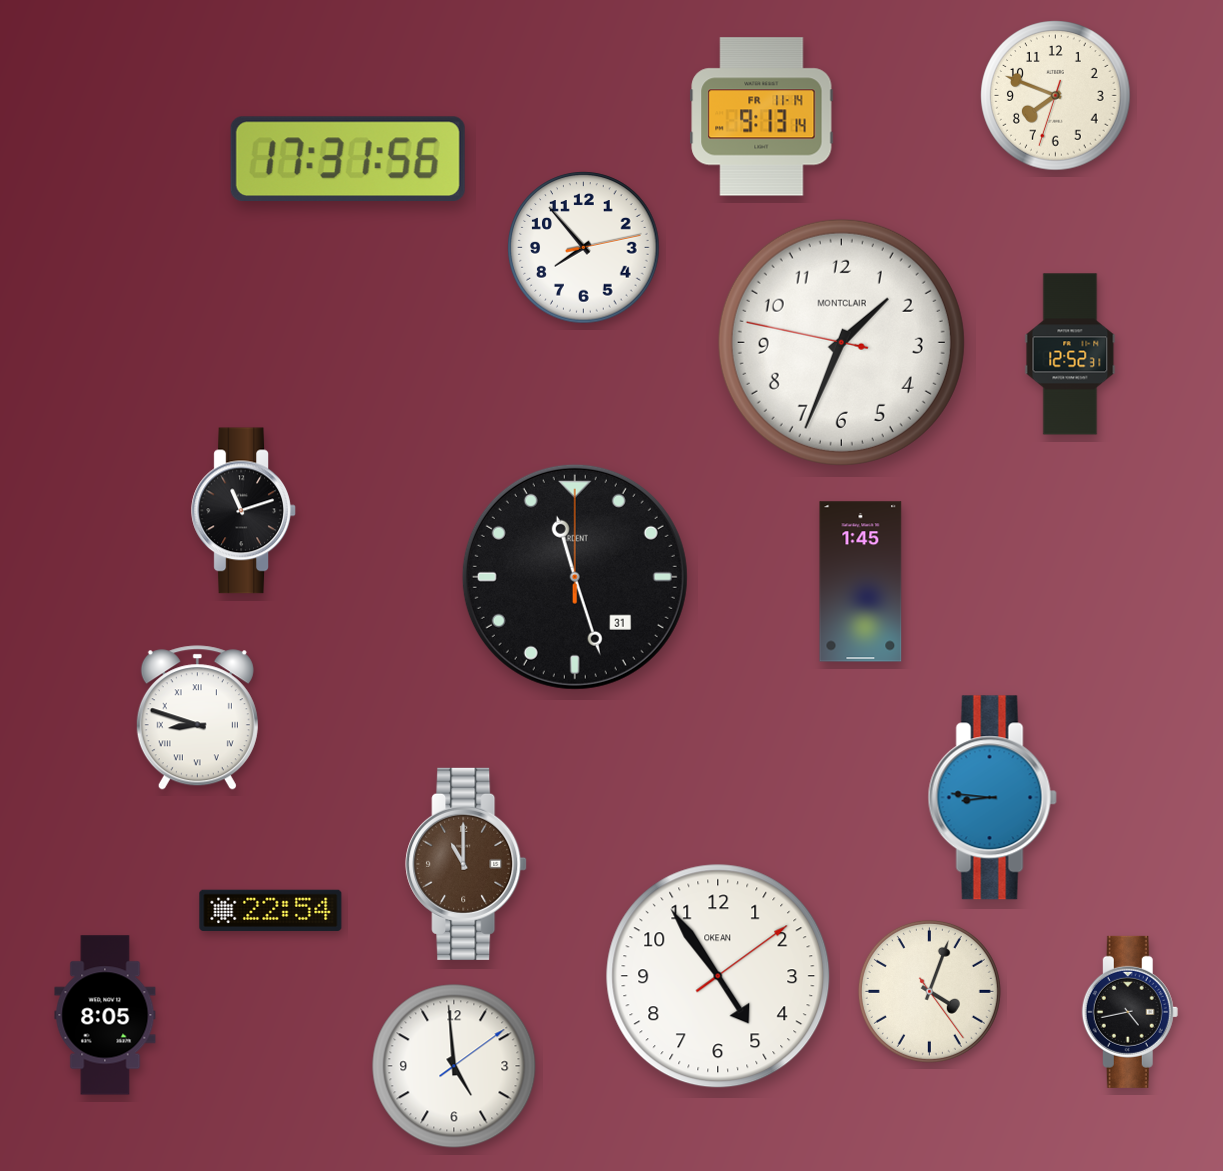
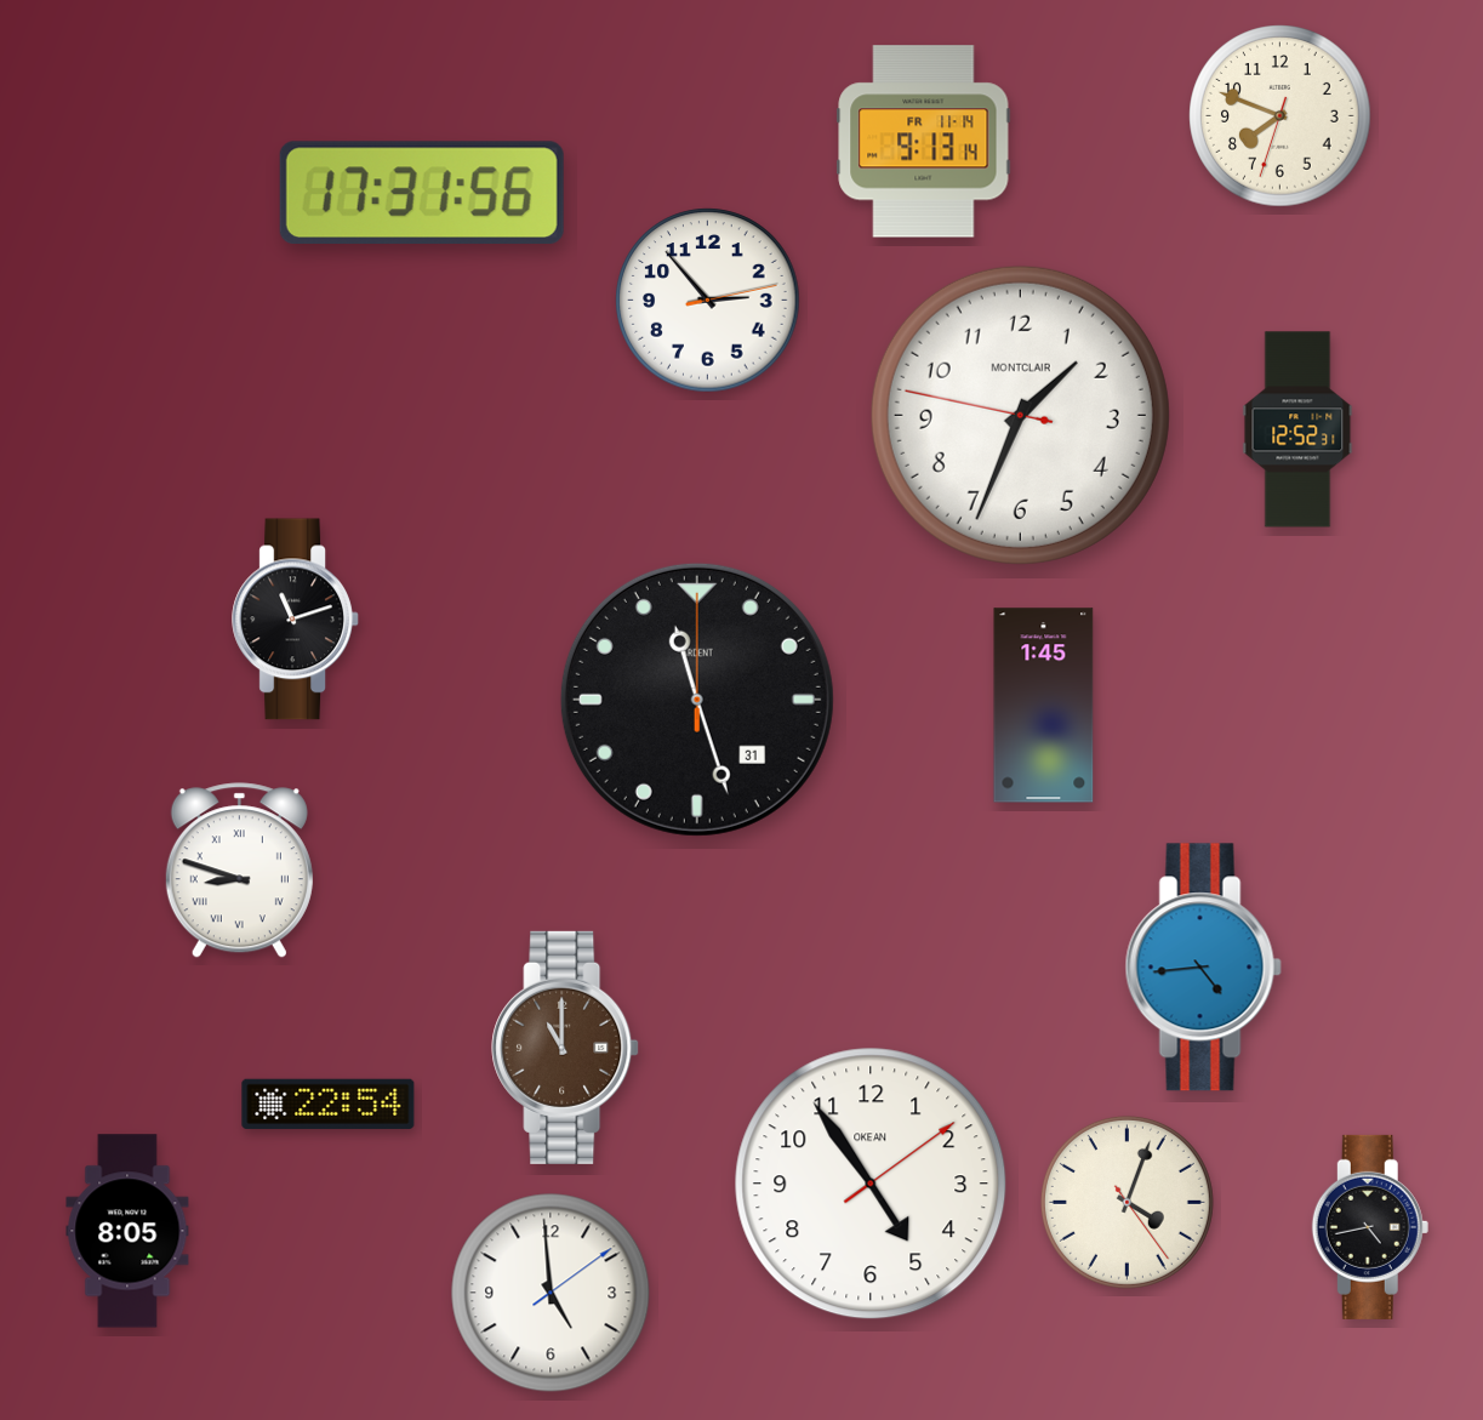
clock at (584, 248): 7:53 -> 2:53
clock at (992, 798): 8:46 -> 4:44
